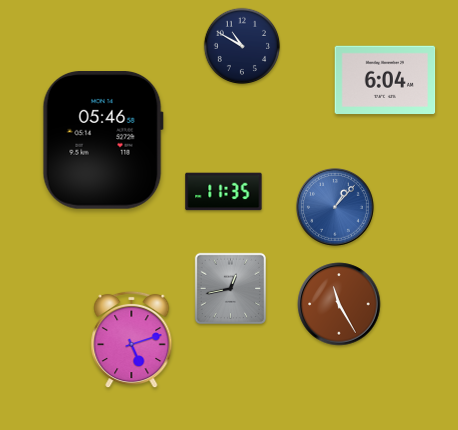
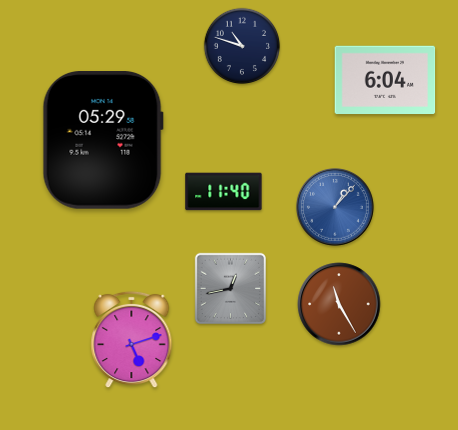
clock at (242, 46): 10:50 -> 10:48
clock at (103, 141): 05:46 -> 05:29
clock at (224, 192): 11:35 -> 11:40
